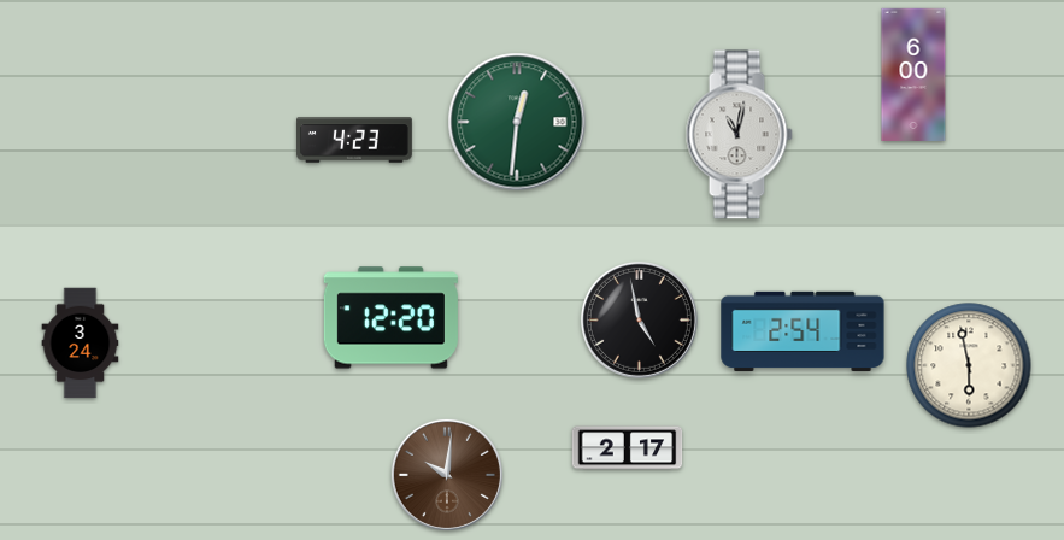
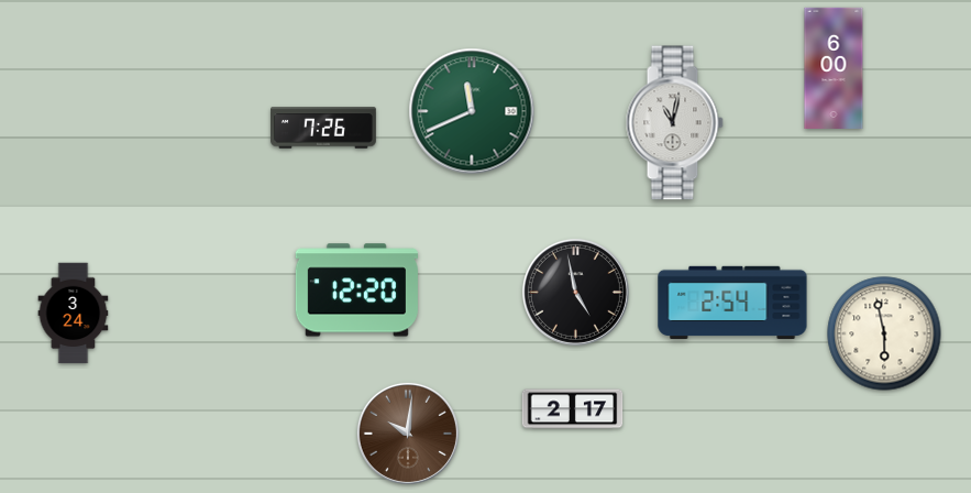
clock at (517, 122): 12:31 -> 11:41
clock at (355, 140): 4:23 -> 7:26
clock at (639, 319) position: (639, 319) -> (575, 292)
